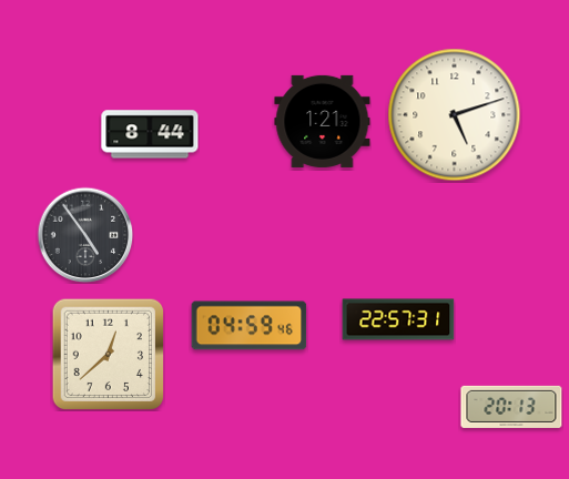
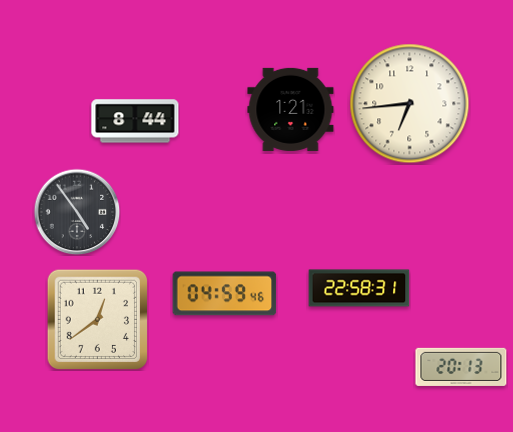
clock at (455, 115): 5:12 -> 6:44
clock at (398, 319): 22:57 -> 22:58
clock at (108, 354): 12:38 -> 12:39
